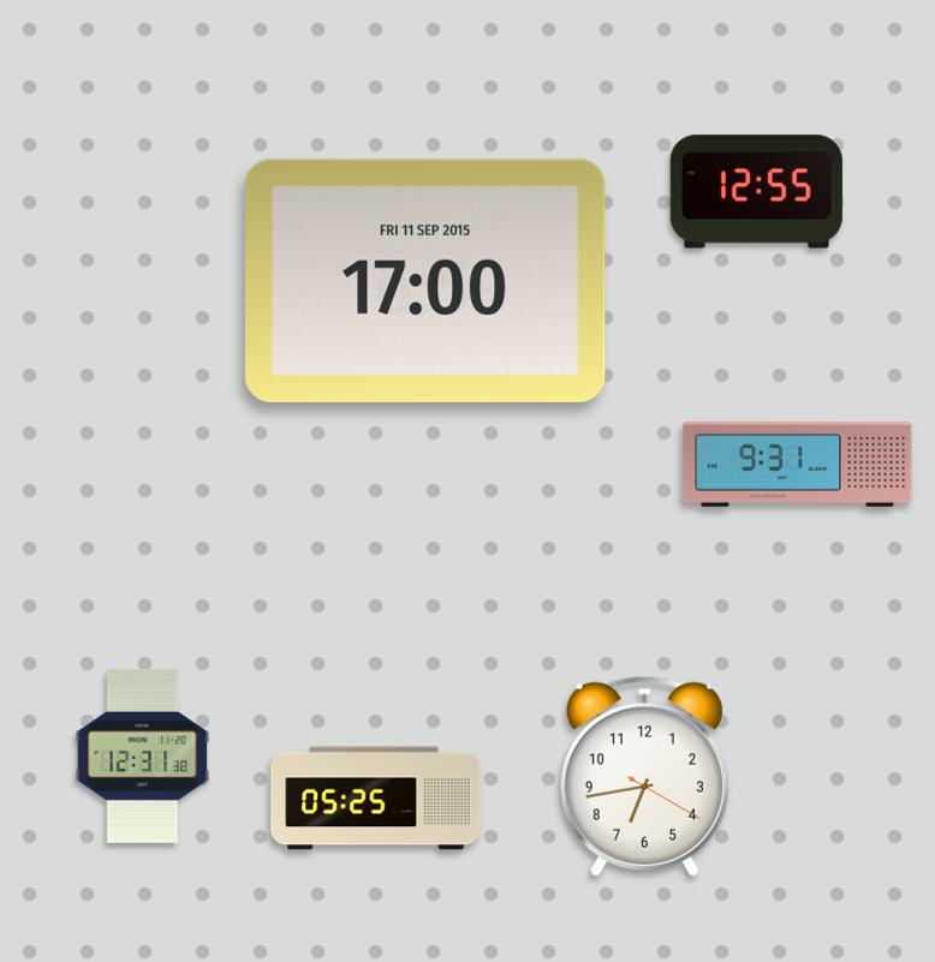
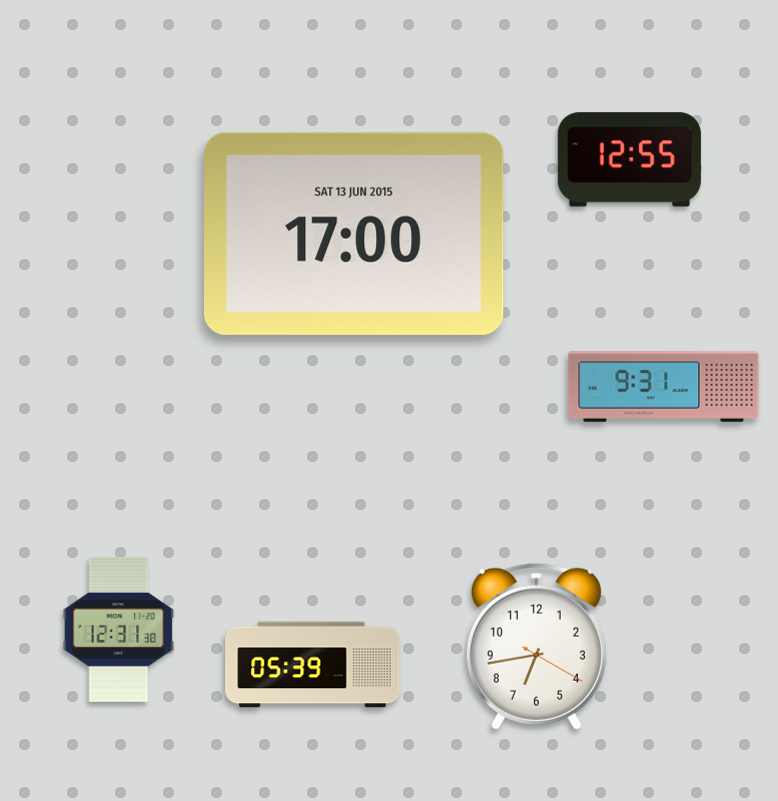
clock at (425, 281) date: FRI 11 SEP 2015 -> SAT 13 JUN 2015
clock at (376, 799): 05:25 -> 05:39
